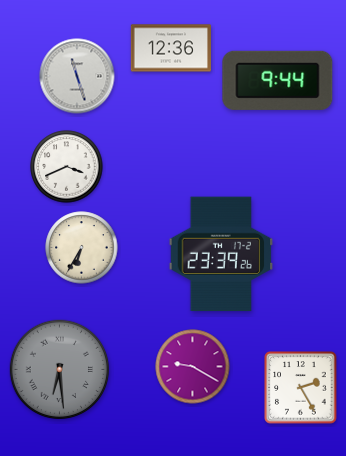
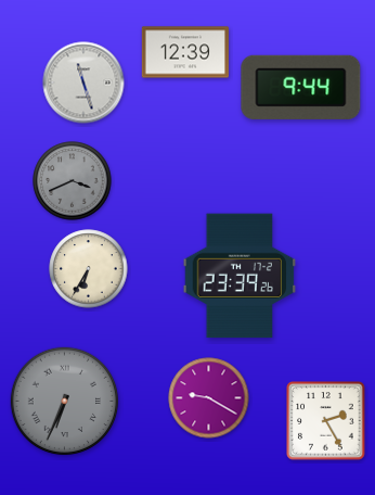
clock at (170, 48): 12:36 -> 12:39
clock at (67, 167) dial: white -> grey
clock at (60, 370): 6:29 -> 6:34
